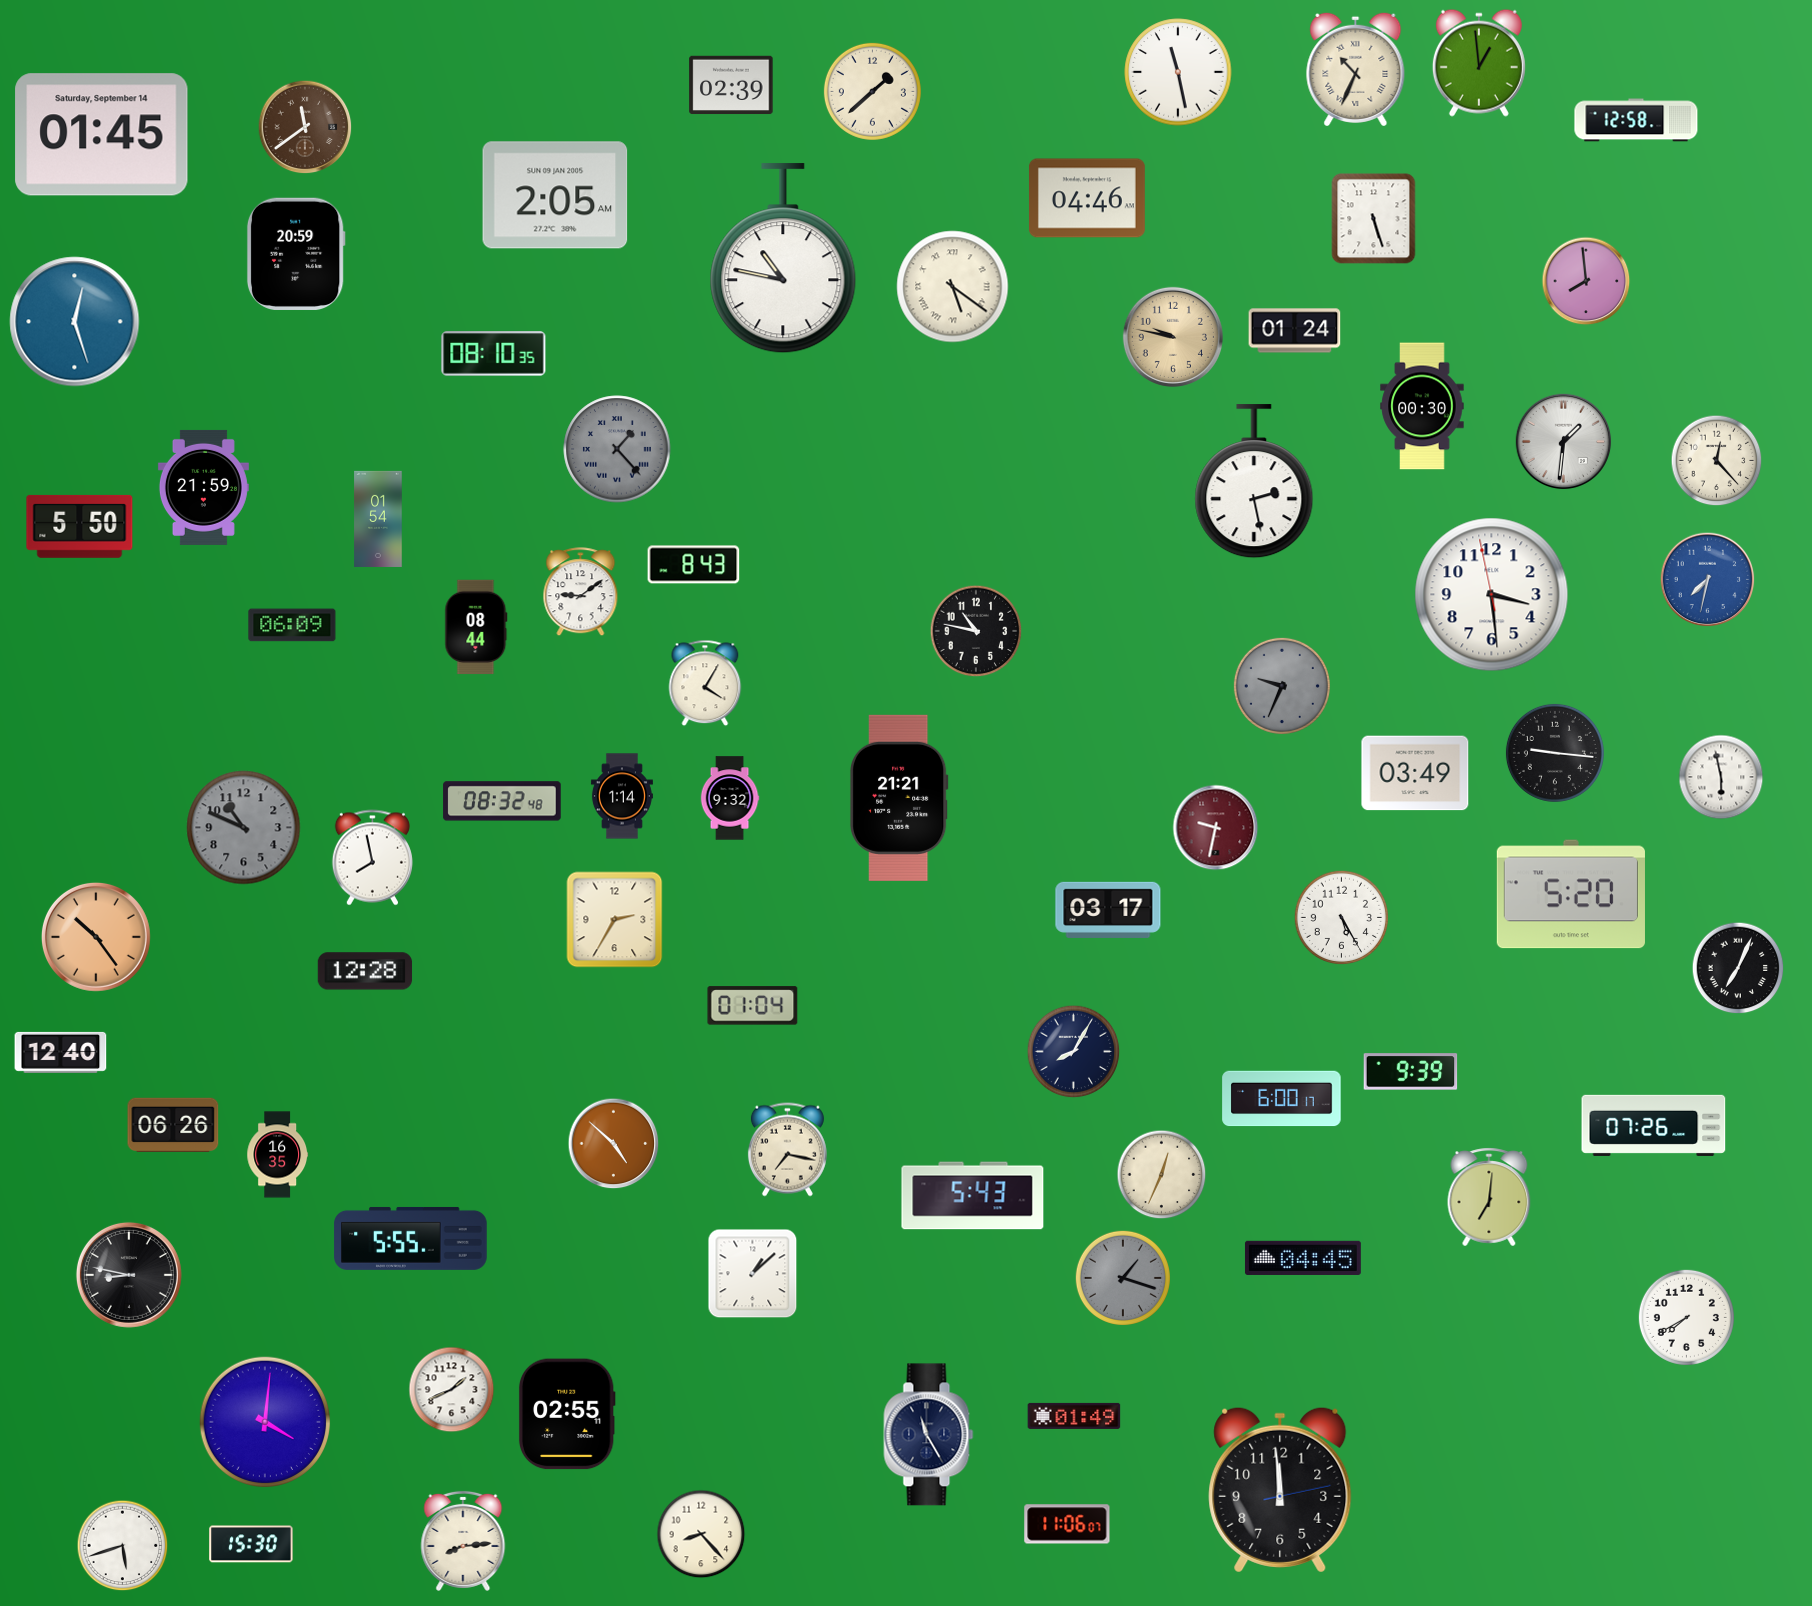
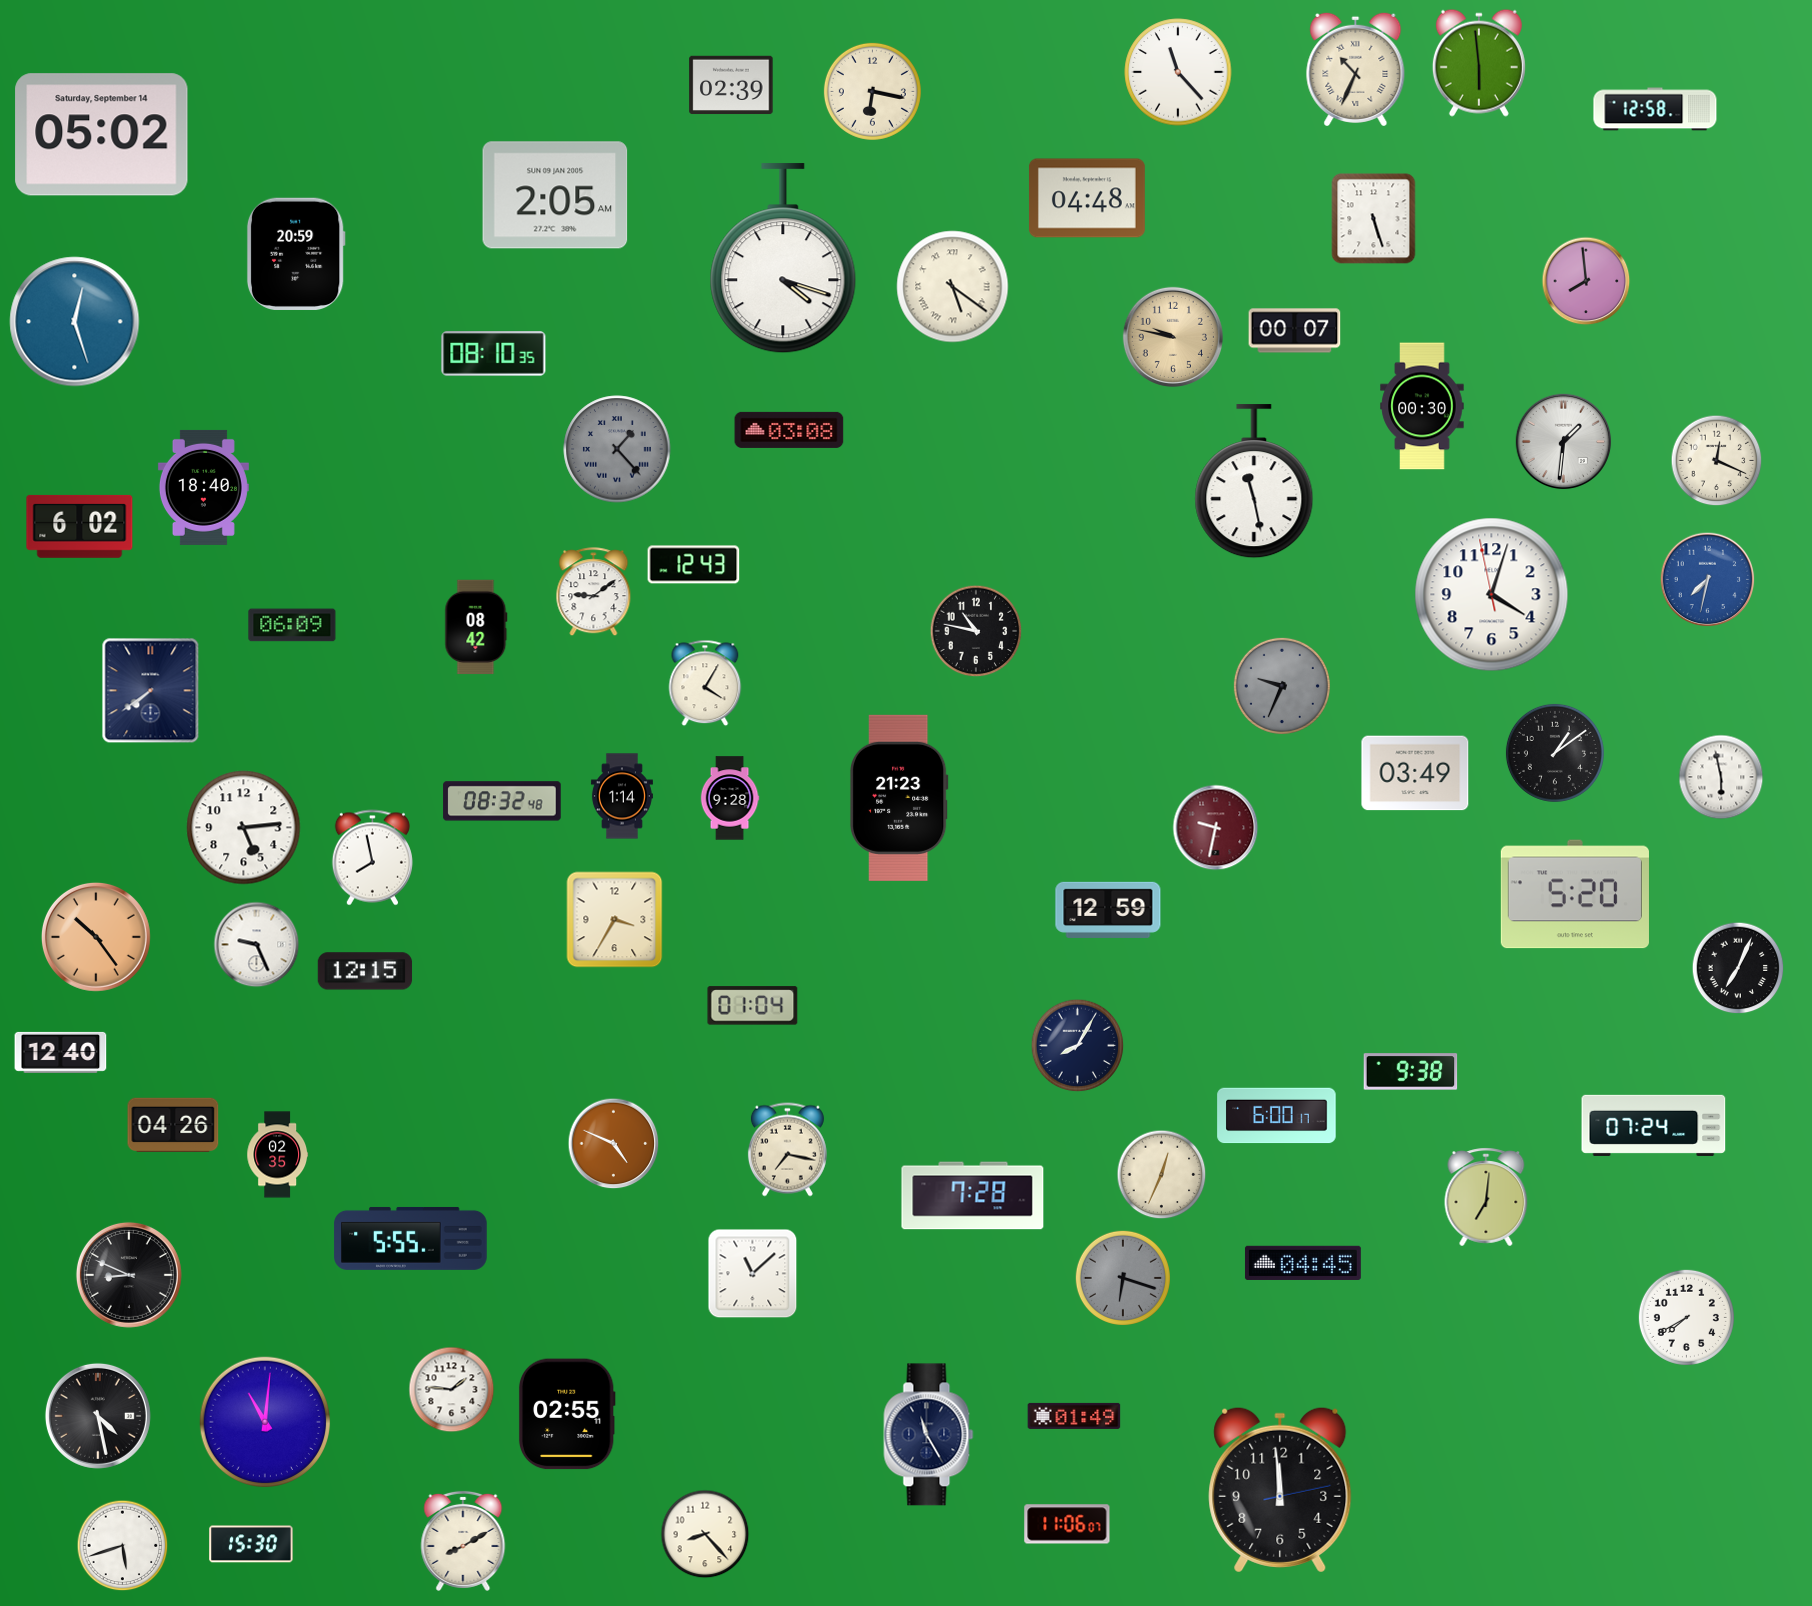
clock at (1479, 63): 12:59 -> 5:59
clock at (1178, 72): 11:28 -> 11:23
clock at (872, 91): 1:38 -> 6:17
clock at (1636, 120) position: (1636, 120) -> (1655, 109)
clock at (305, 127): 11:39 -> none
clock at (102, 135): 01:45 -> 05:02
clock at (1087, 198): 04:46 -> 04:48
clock at (783, 259): 10:47 -> 4:18
clock at (1295, 331): 01:24 -> 00:07
clock at (789, 430): none -> 03:08
clock at (1717, 461): 12:23 -> 12:19
clock at (1254, 482): 2:28 -> 11:28
clock at (203, 487): 21:59 -> 18:40
clock at (378, 519): 01:54 -> none
clock at (80, 526): 5:50 -> 6:02
clock at (694, 565): 8:43 -> 12:43
clock at (581, 592) position: (581, 592) -> (594, 592)
clock at (1492, 595): 3:28 -> 4:02
clock at (476, 627): 08:44 -> 08:42
clock at (151, 691): none -> 7:39
clock at (1555, 753): 9:16 -> 1:09
clock at (730, 798): 9:32 -> 9:28
clock at (899, 798): 21:21 -> 21:23
clock at (244, 828): 10:49 -> 5:14
clock at (244, 828) dial: grey -> white
clock at (1571, 894) position: (1571, 894) -> (1575, 894)
clock at (1108, 910): 03:17 -> 12:59
clock at (1341, 917): 5:25 -> none
clock at (615, 920): 2:35 -> 3:35
clock at (257, 945): none -> 9:26
clock at (365, 971): 12:28 -> 12:15
clock at (1074, 1052) position: (1074, 1052) -> (1078, 1046)
clock at (1411, 1072): 9:39 -> 9:38
clock at (1282, 1099) position: (1282, 1099) -> (1277, 1116)
clock at (173, 1124): 06:26 -> 04:26
clock at (1654, 1125): 07:26 -> 07:24
clock at (614, 1144): 4:52 -> 4:49
clock at (277, 1155): 16:35 -> 02:35
clock at (973, 1196): 5:43 -> 7:28
clock at (1489, 1197) position: (1489, 1197) -> (1486, 1197)
clock at (1303, 1258) position: (1303, 1258) -> (1303, 1263)
clock at (753, 1274): 1:08 -> 11:08
clock at (129, 1275): 8:47 -> 8:49
clock at (1123, 1278): 1:18 -> 6:18
clock at (452, 1390): 1:41 -> 1:46
clock at (98, 1416): none -> 4:28
clock at (265, 1422): 4:01 -> 11:01
clock at (701, 1534) position: (701, 1534) -> (705, 1534)
clock at (463, 1541): 8:14 -> 8:10
